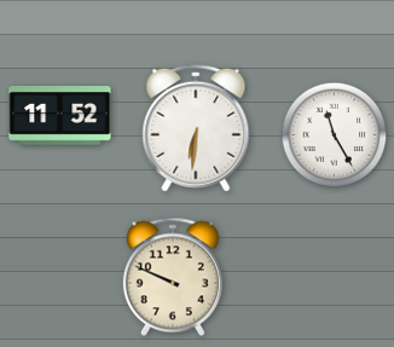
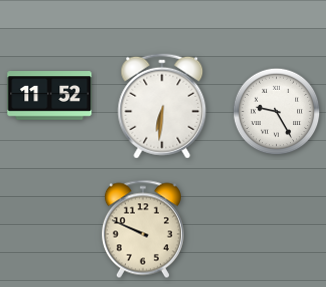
clock at (335, 135): 11:25 -> 9:25
